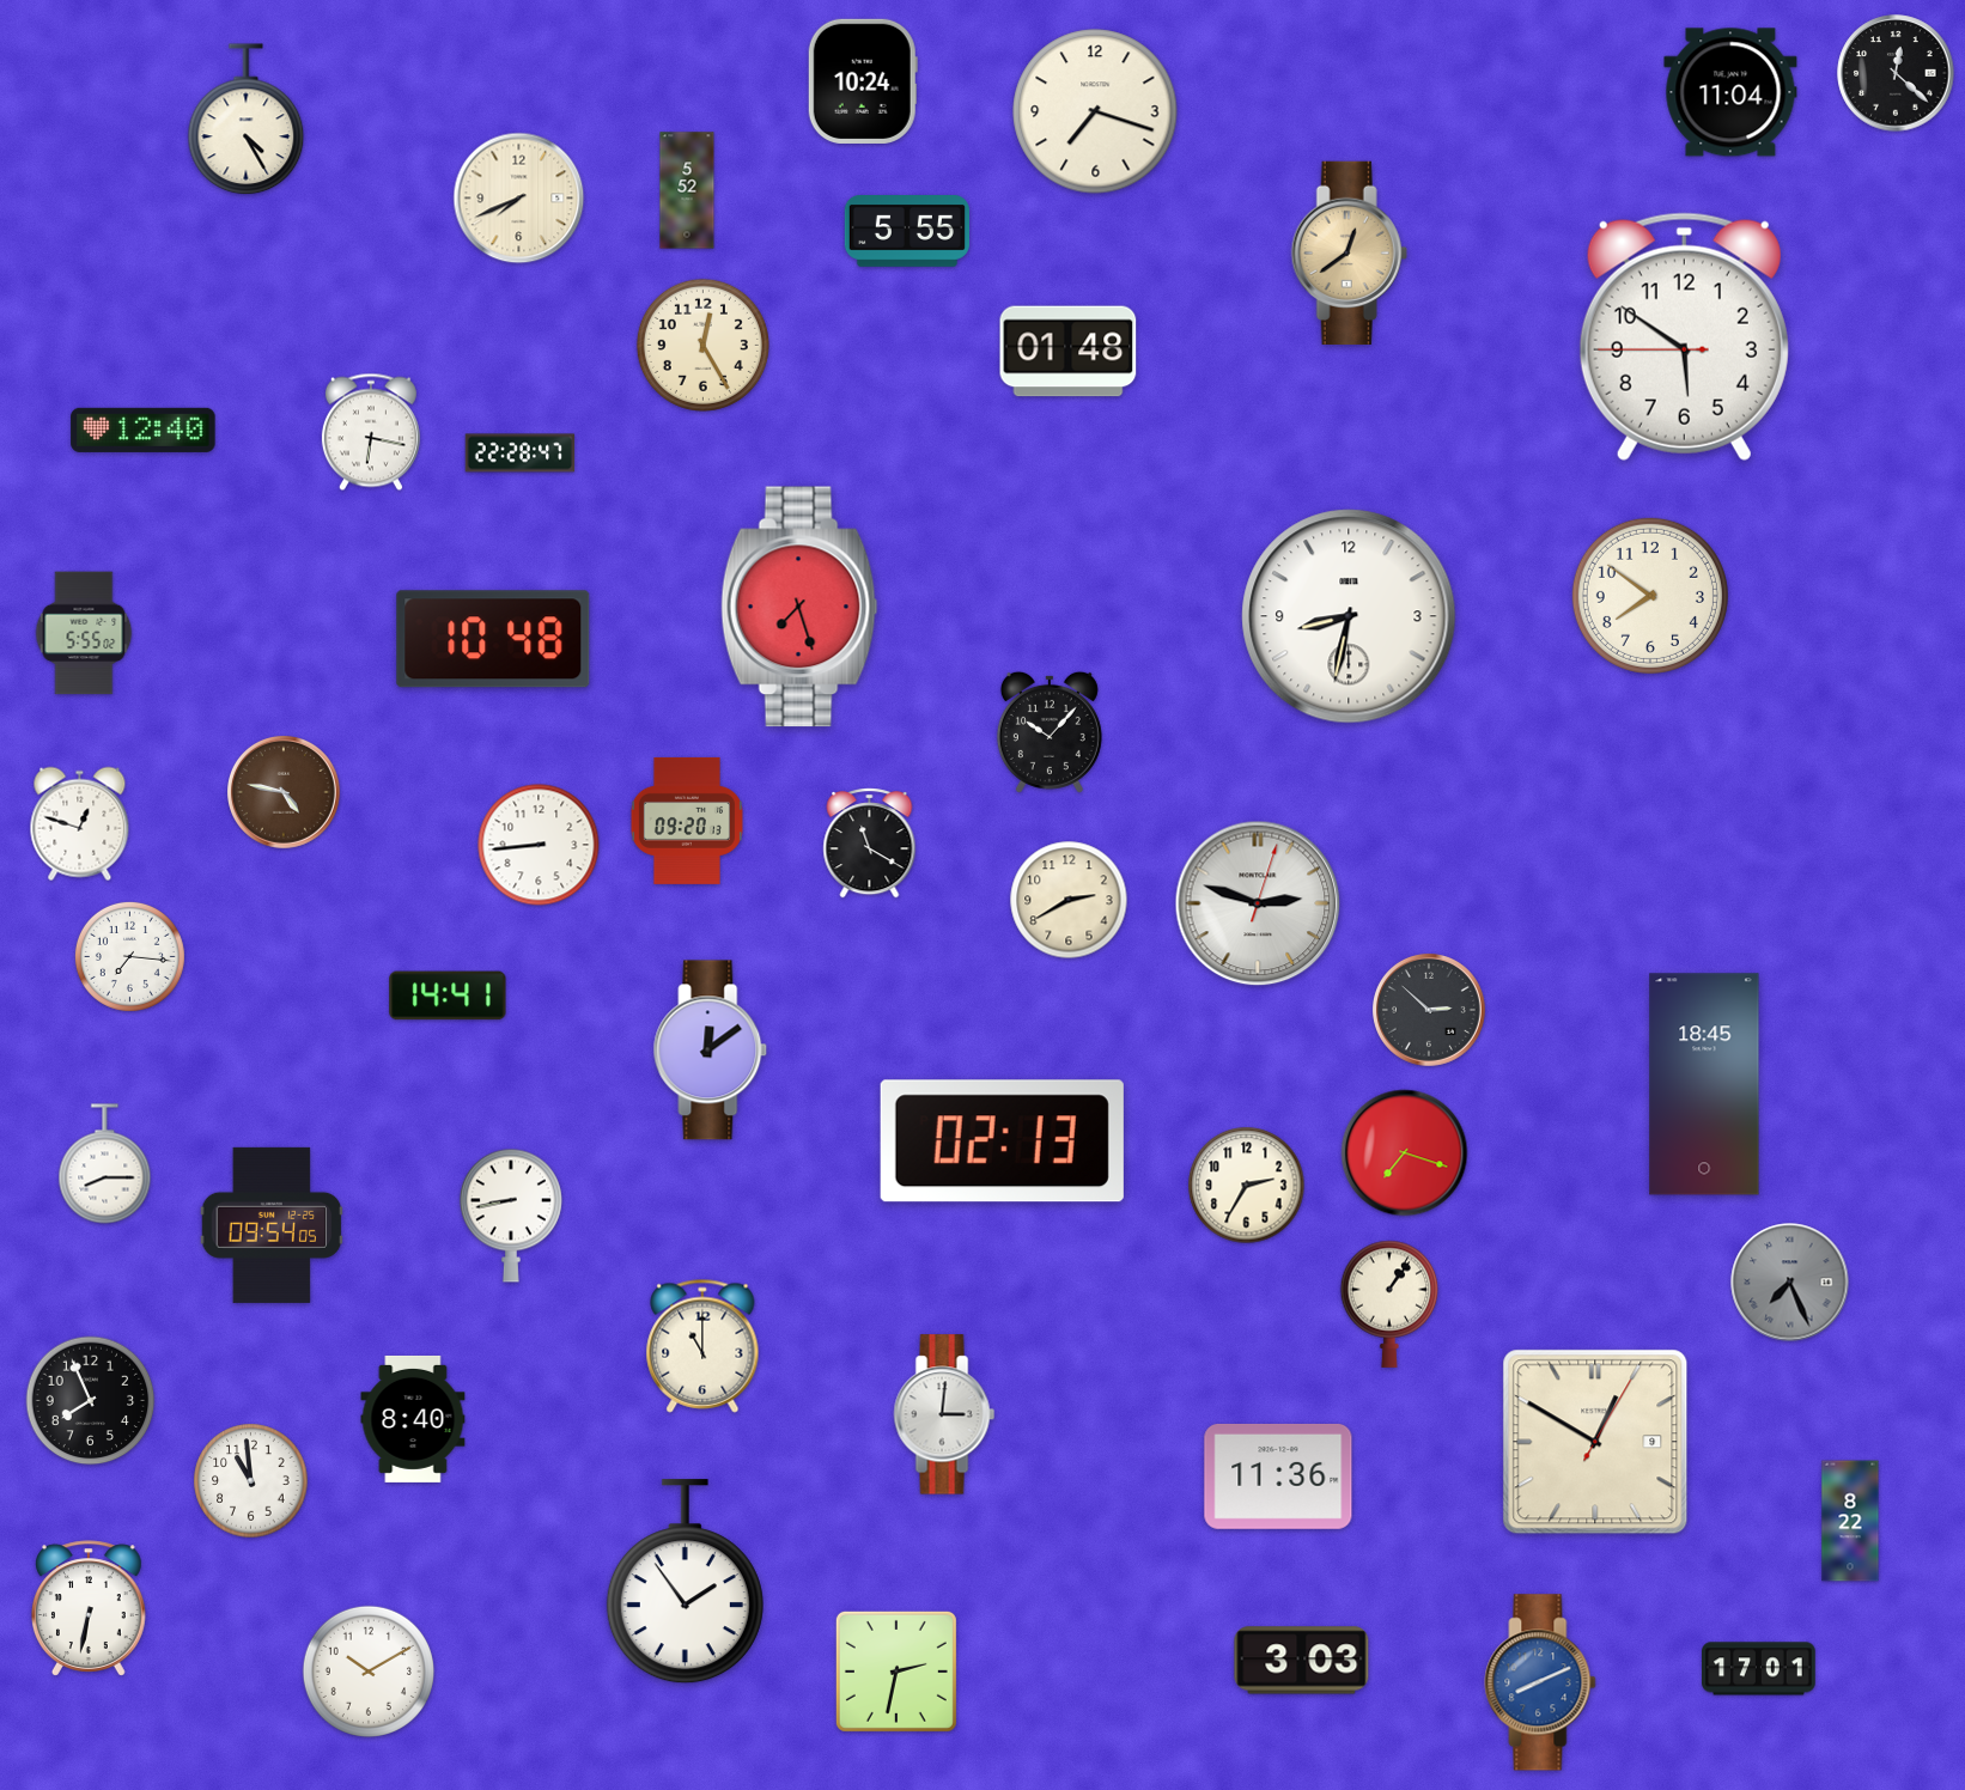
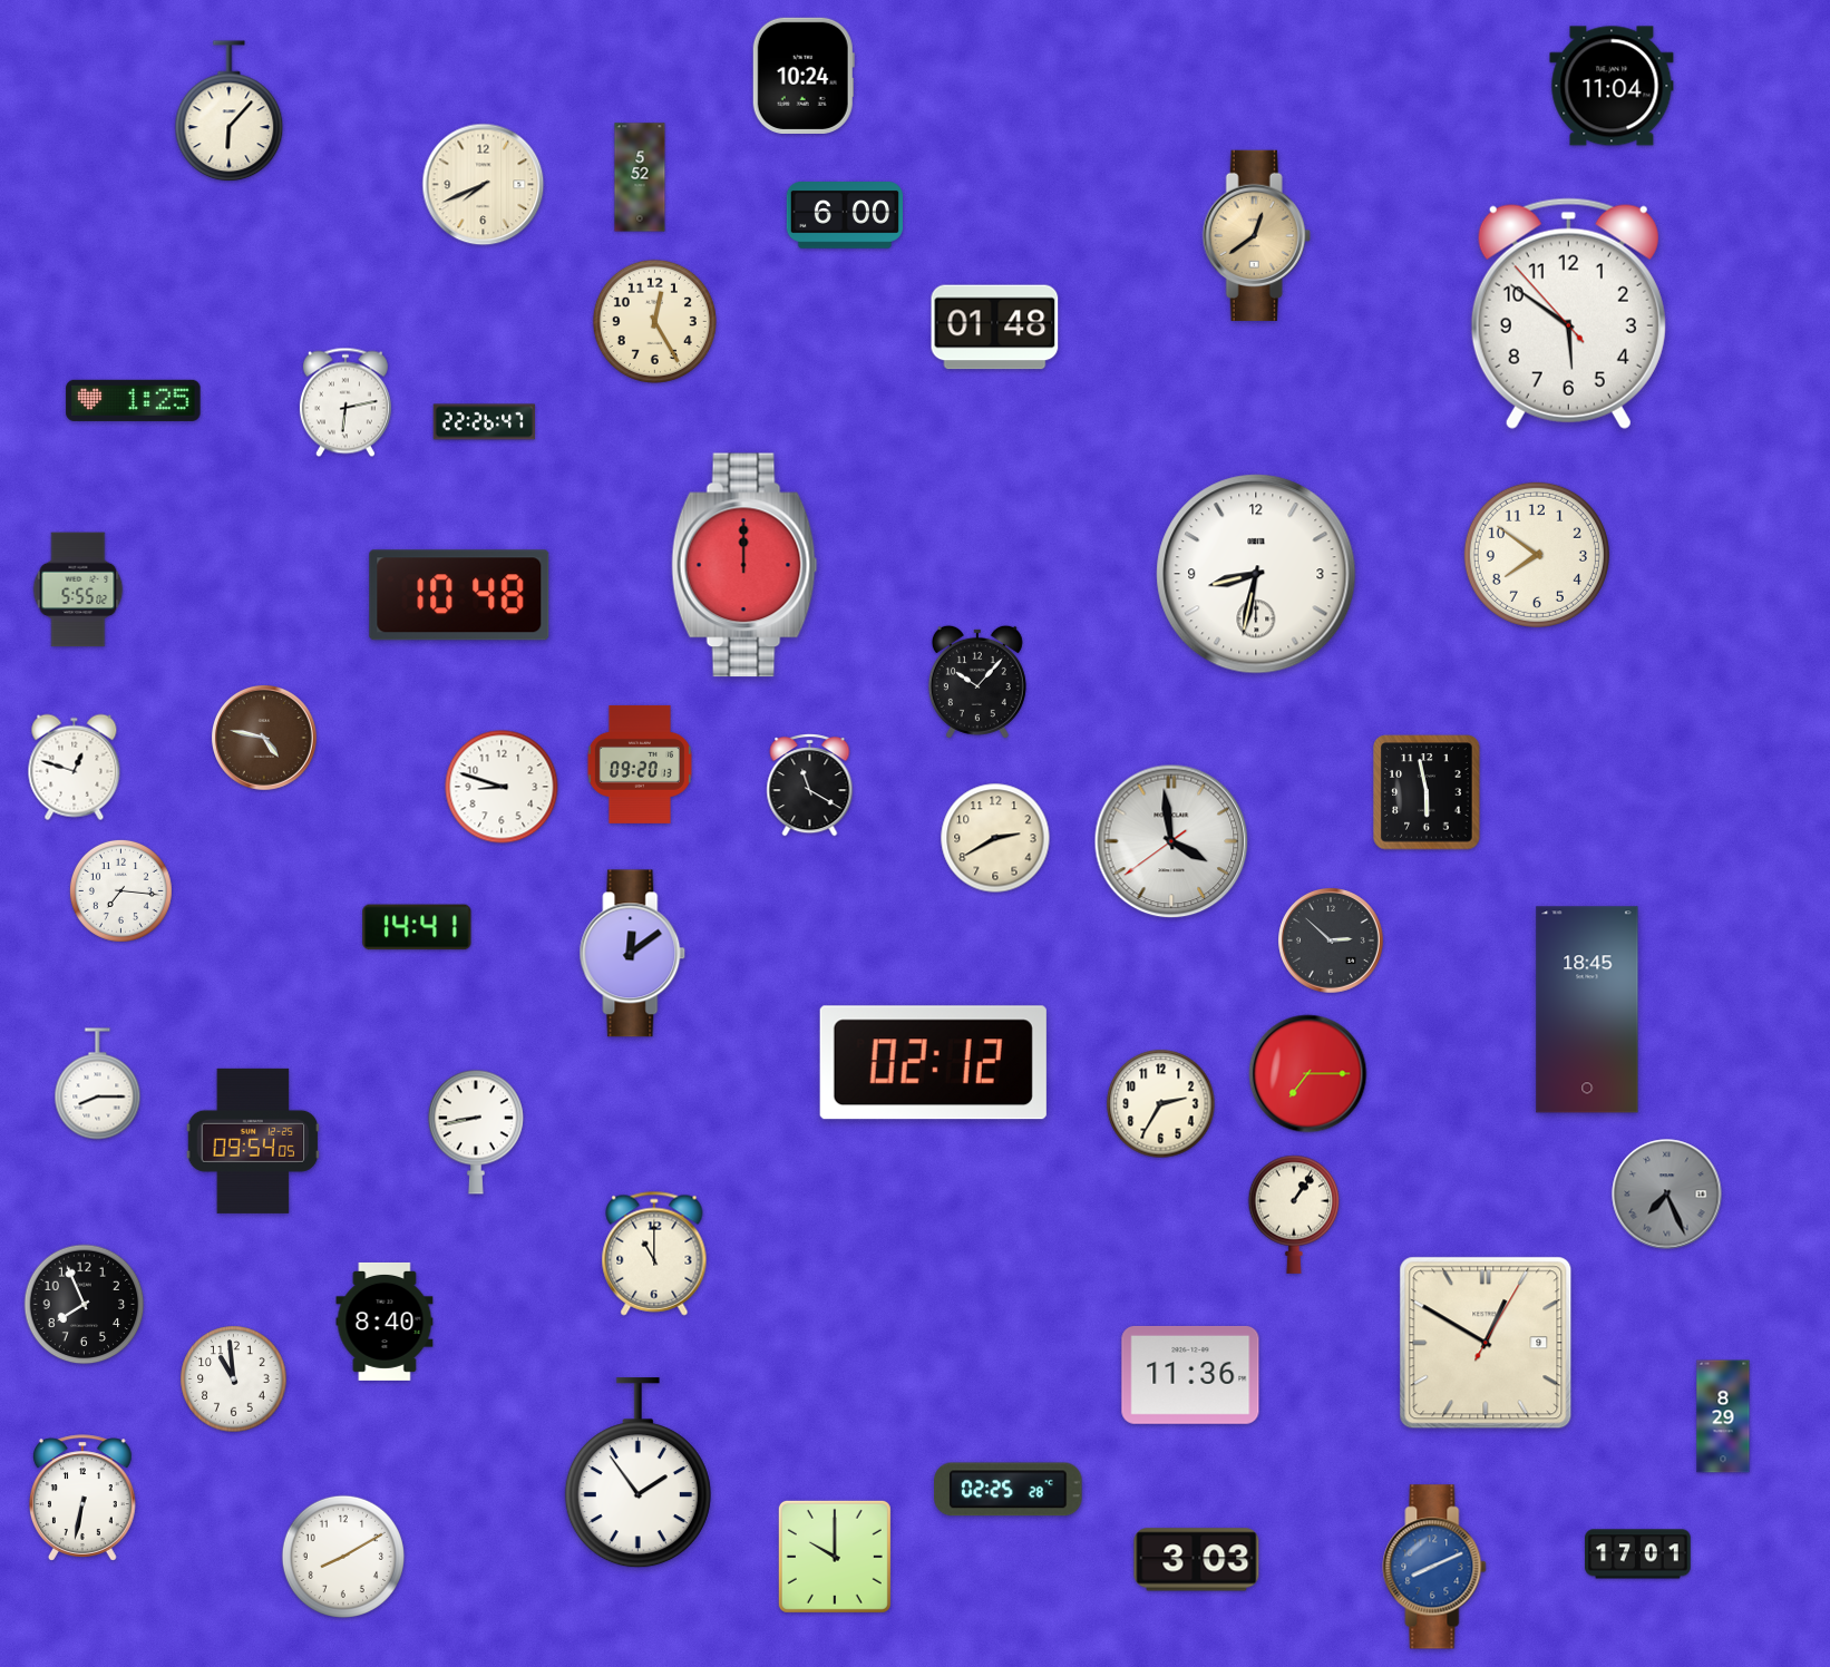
clock at (1896, 73): 12:22 -> none
clock at (1095, 111): 7:18 -> none
clock at (247, 120): 4:25 -> 6:07
clock at (906, 231): 5:55 -> 6:00
clock at (1684, 336): 5:50:45 -> 5:50:53
clock at (144, 430): 12:40 -> 1:25
clock at (371, 432): 6:17 -> 6:13
clock at (521, 453): 22:28 -> 22:26
clock at (799, 607): 7:27 -> 12:00
clock at (539, 845): 8:44 -> 8:48
clock at (1427, 792): none -> 5:58
clock at (1258, 903): 2:48 -> 3:58
clock at (711, 1051) position: (711, 1051) -> (633, 954)
clock at (1002, 1141): 02:13 -> 02:12
clock at (1405, 1153): 7:18 -> 7:15
clock at (944, 1414): 3:01 -> none
clock at (1850, 1521): 8:22 -> 8:29
clock at (1009, 1490): none -> 02:25
clock at (1302, 1661) position: (1302, 1661) -> (1197, 1560)
clock at (369, 1672): 10:10 -> 8:10
clock at (896, 1672): 2:32 -> 10:00
